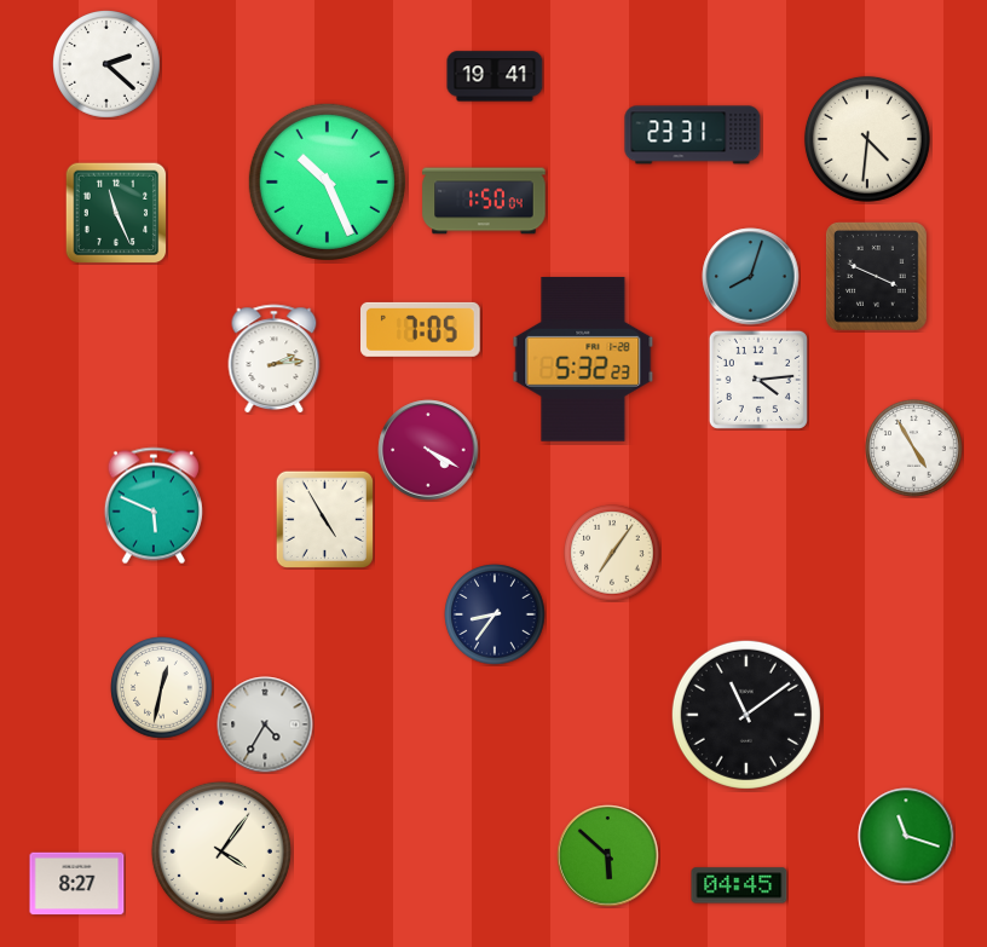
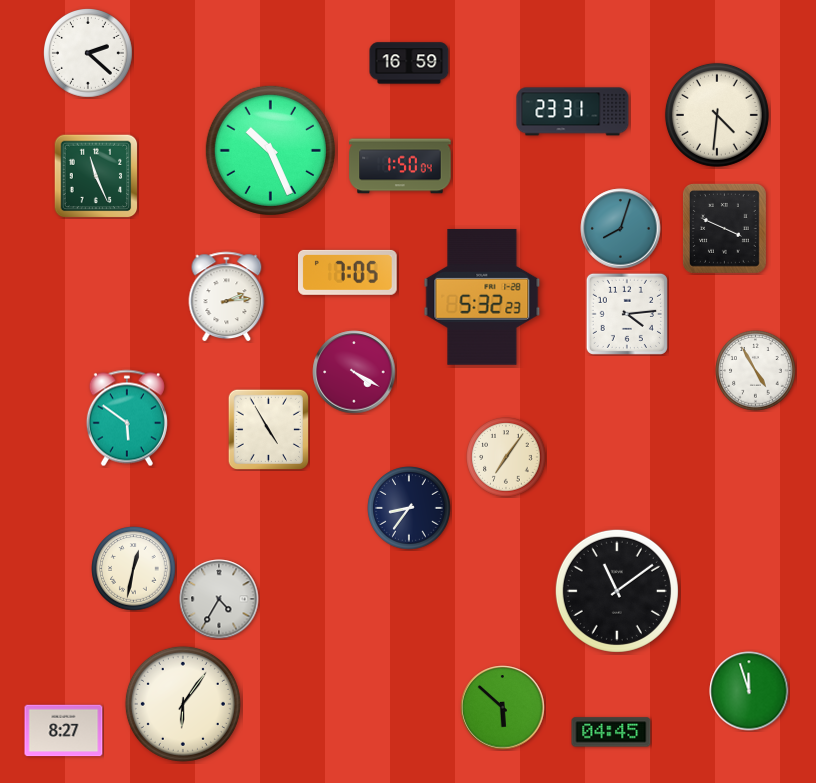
clock at (495, 76): 19:41 -> 16:59
clock at (154, 506): 5:49 -> 5:51
clock at (906, 836): 11:18 -> 11:57
clock at (221, 851): 4:06 -> 6:06
